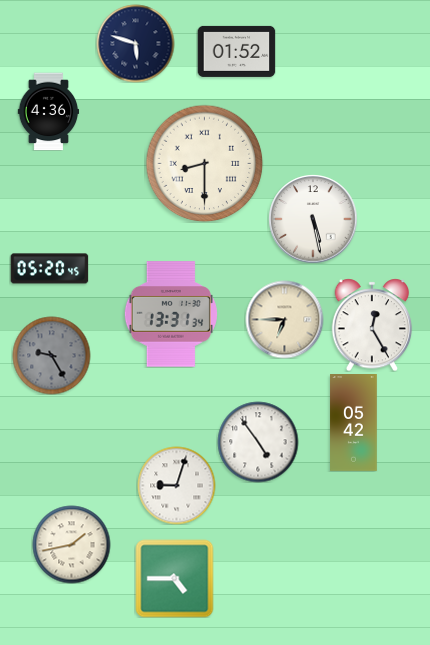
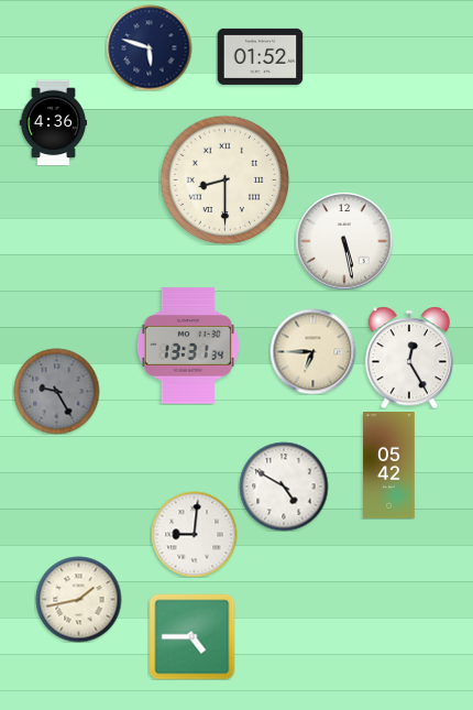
clock at (49, 269): 05:20 -> none
clock at (258, 442): 4:54 -> 4:50
clock at (176, 485): 9:03 -> 9:01
